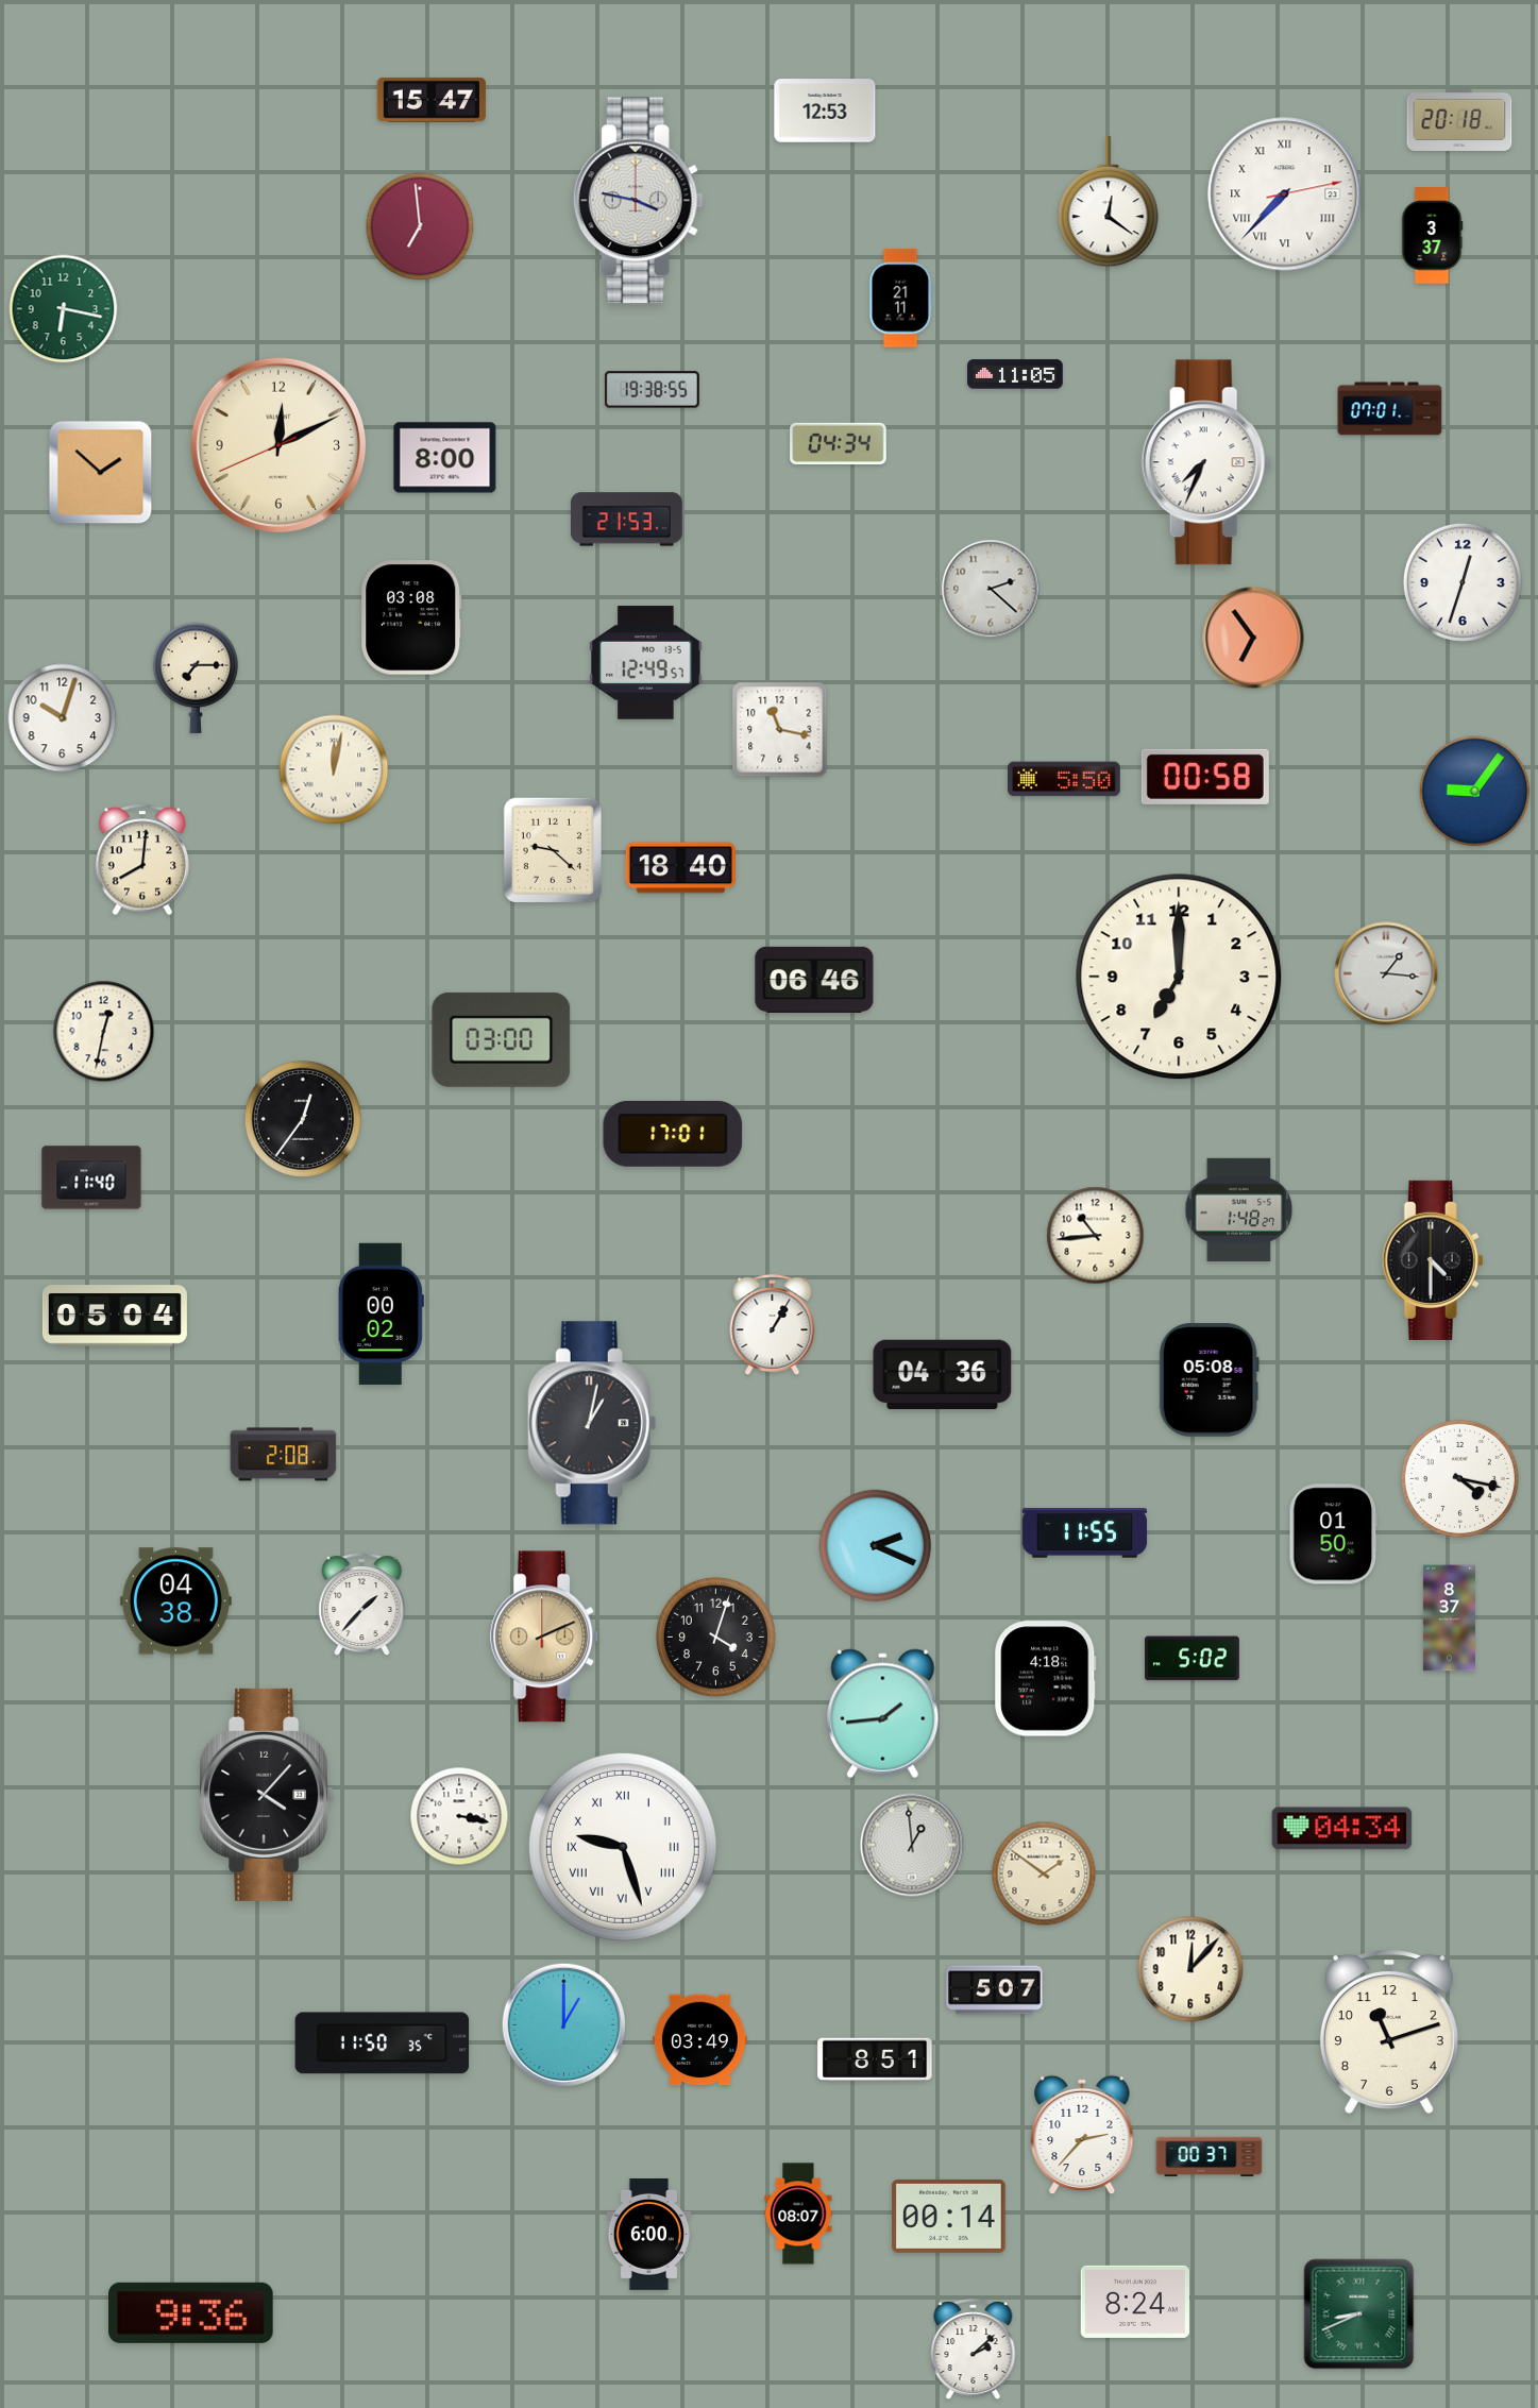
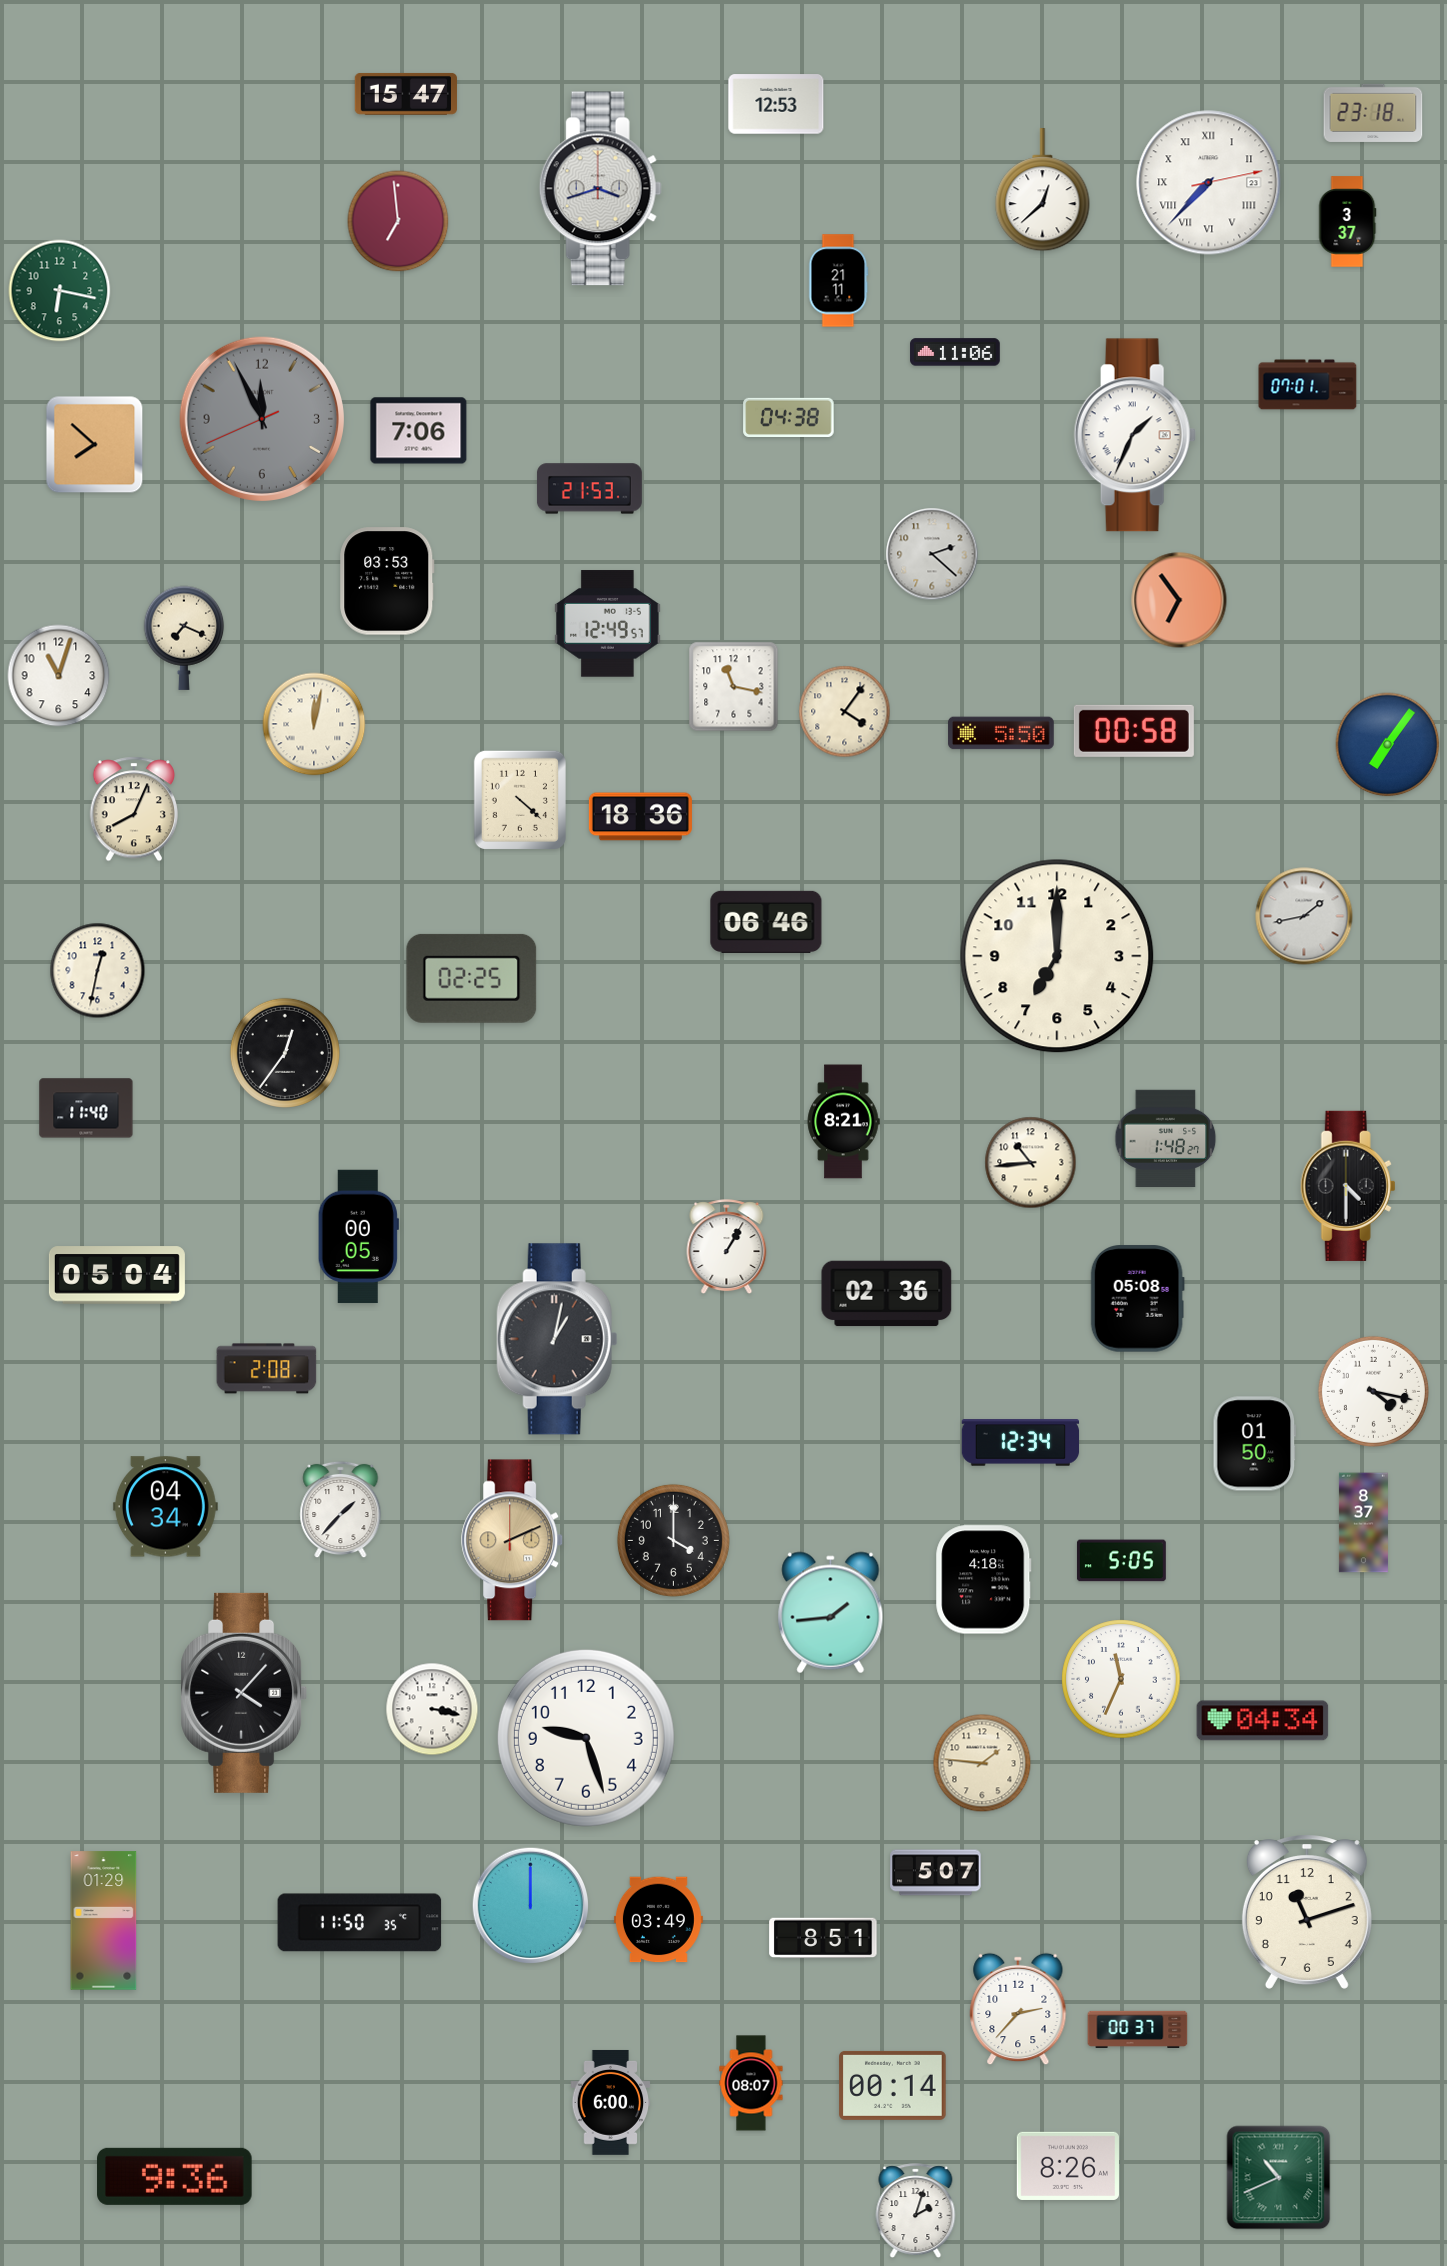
clock at (1459, 120): 20:18 -> 23:18
clock at (638, 201): 3:47 -> 3:42
clock at (1109, 202): 12:21 -> 12:38
clock at (420, 226) position: (420, 226) -> (398, 221)
clock at (901, 299) position: (901, 299) -> (839, 281)
clock at (1015, 374): 11:05 -> 11:06
clock at (652, 390): 19:38 -> none
clock at (839, 443): 04:34 -> 04:38
clock at (278, 445): 12:10 -> 11:55
clock at (278, 445) dial: cream -> grey
clock at (445, 458): 8:00 -> 7:06
clock at (1206, 462): 7:34 -> 1:34
clock at (101, 473): 1:52 -> 7:52
clock at (1463, 582): 12:33 -> none
clock at (411, 617): 03:08 -> 03:53
clock at (196, 678): 7:15 -> 7:19
clock at (63, 718): 10:03 -> 11:03
clock at (845, 712): none -> 4:06
clock at (1475, 792): 9:06 -> 7:06
clock at (553, 850): 9:22 -> 4:22
clock at (141, 860): 8:01 -> 8:04
clock at (680, 868): 18:40 -> 18:36
clock at (1386, 973): 1:16 -> 1:43
clock at (1179, 977) position: (1179, 977) -> (1057, 956)
clock at (502, 1039): 03:00 -> 02:25
clock at (673, 1134): 17:01 -> none
clock at (843, 1122): none -> 8:21
clock at (381, 1315): 00:02 -> 00:05
clock at (115, 1316) position: (115, 1316) -> (117, 1275)
clock at (943, 1375): 04:36 -> 02:36
clock at (1085, 1533): 11:55 -> 12:34
clock at (876, 1546): 2:19 -> none
clock at (175, 1601): 04:38 -> 04:34
clock at (715, 1637): 4:03 -> 4:00
clock at (1191, 1659): 5:02 -> 5:05
clock at (1121, 1679): none -> 11:34
clock at (267, 1795) position: (267, 1795) -> (244, 1693)
clock at (912, 1845): 12:59 -> none
clock at (623, 1847) numerals: Roman -> Arabic
clock at (1044, 1873): 1:51 -> 1:46
clock at (1190, 1969): 12:07 -> none
clock at (564, 2025): 1:00 -> 12:00
clock at (104, 1921): none -> 01:29
clock at (1135, 2302): 8:24 -> 8:26
clock at (191, 2312) position: (191, 2312) -> (175, 2176)
clock at (1359, 2314): 8:41 -> 10:41
clock at (974, 2350): 2:08 -> 2:03
